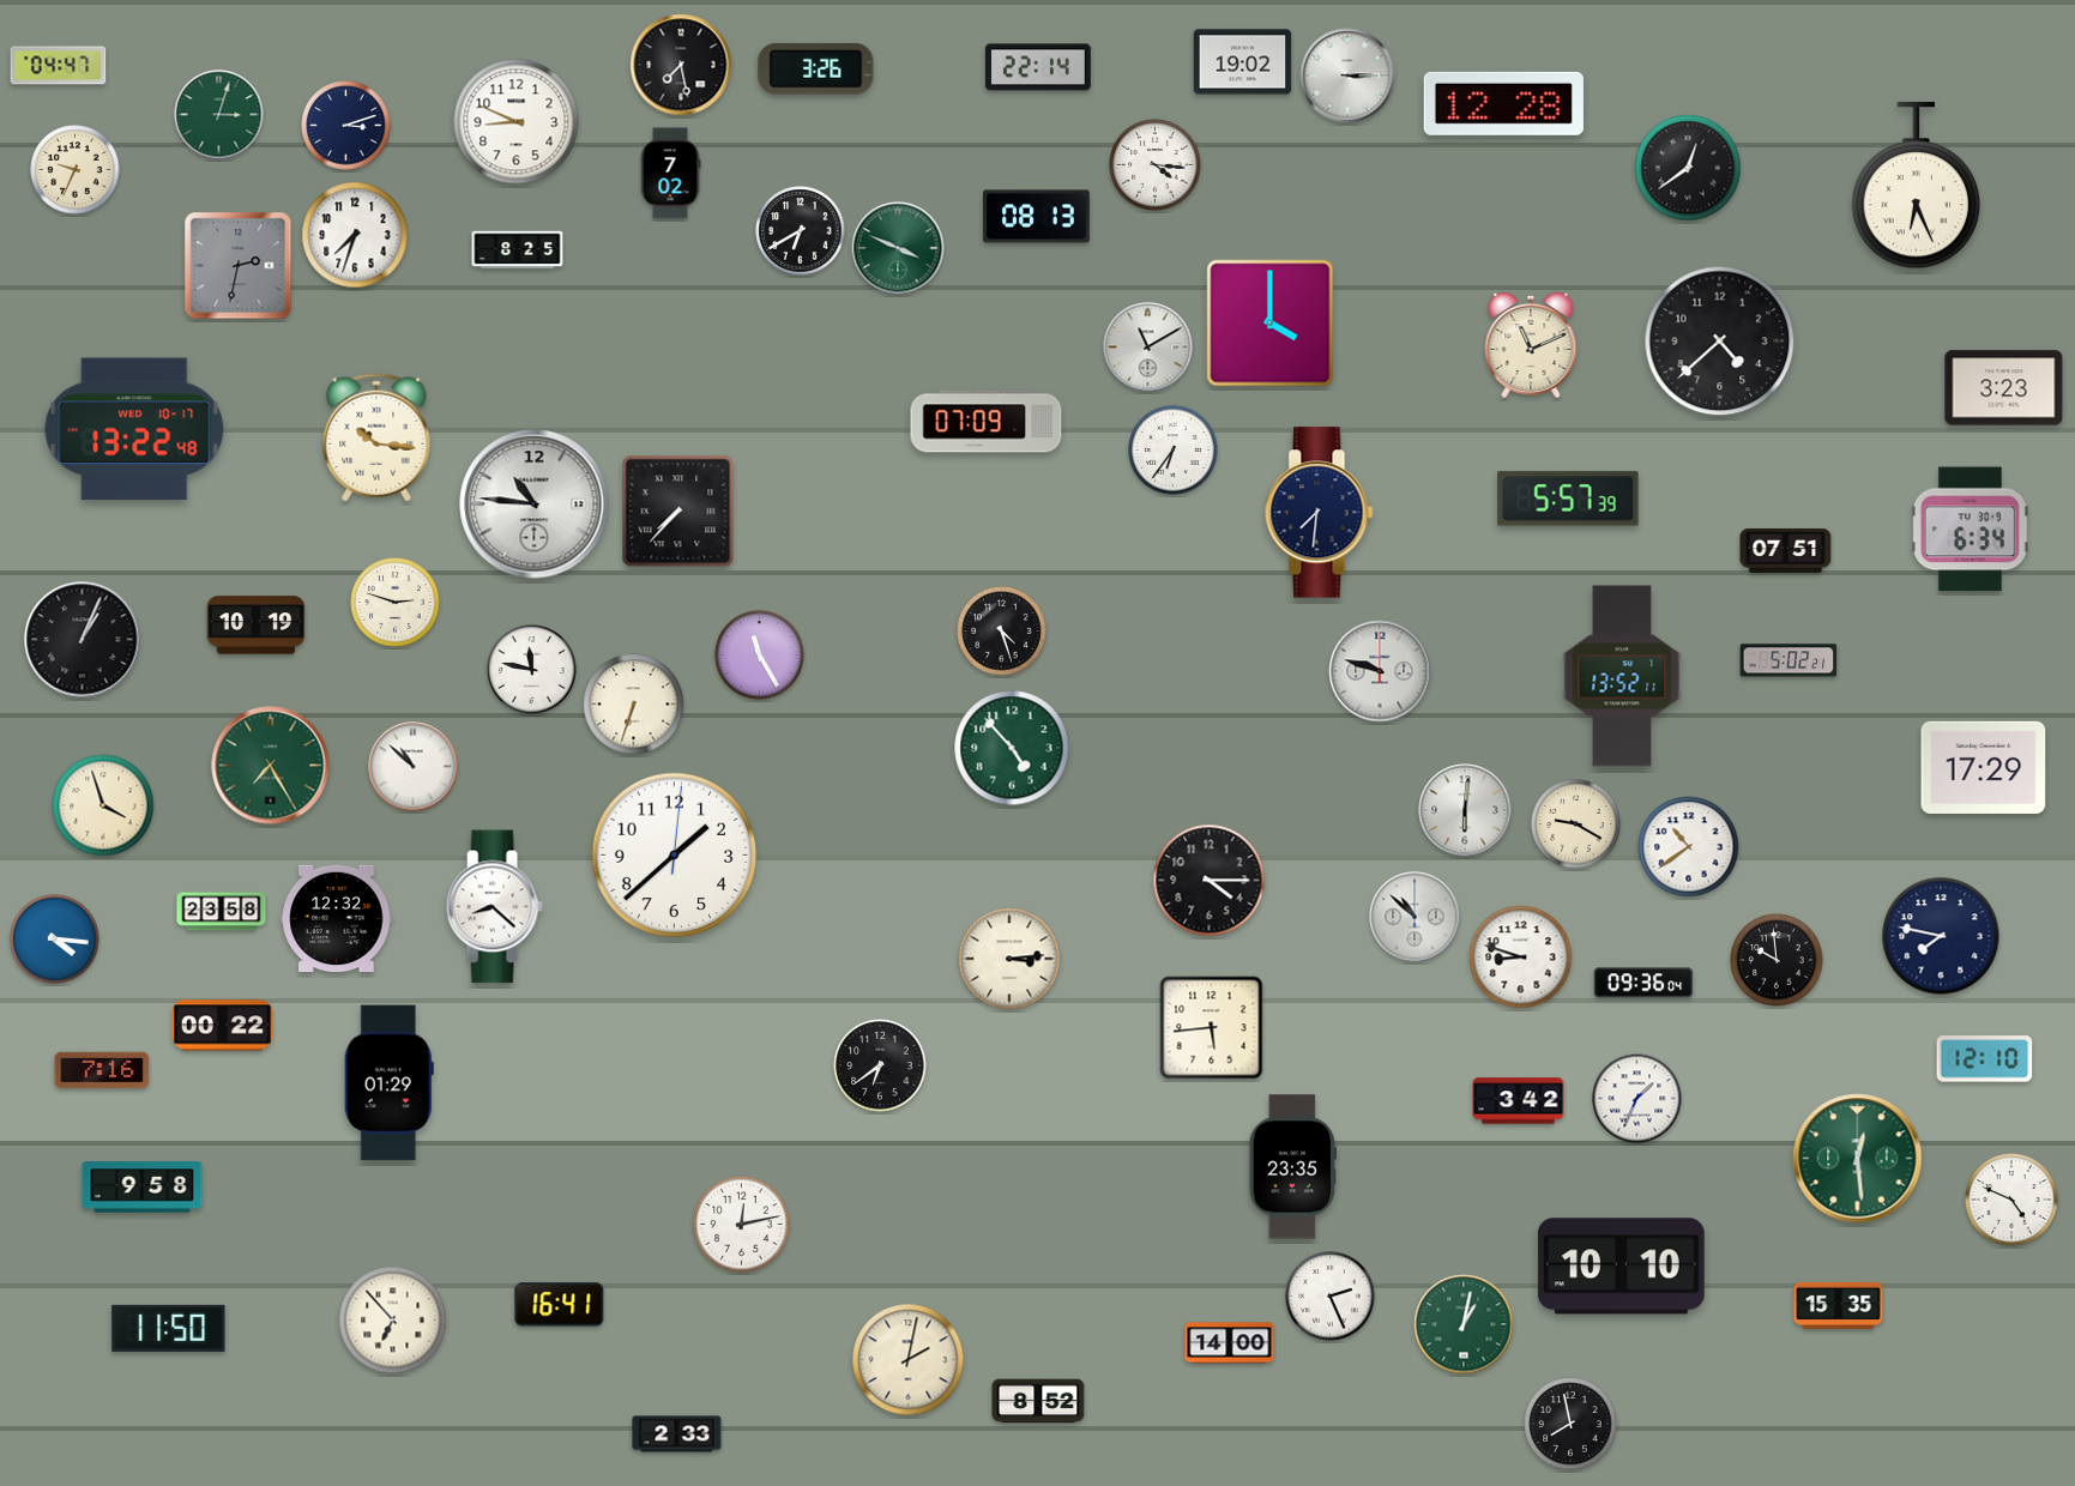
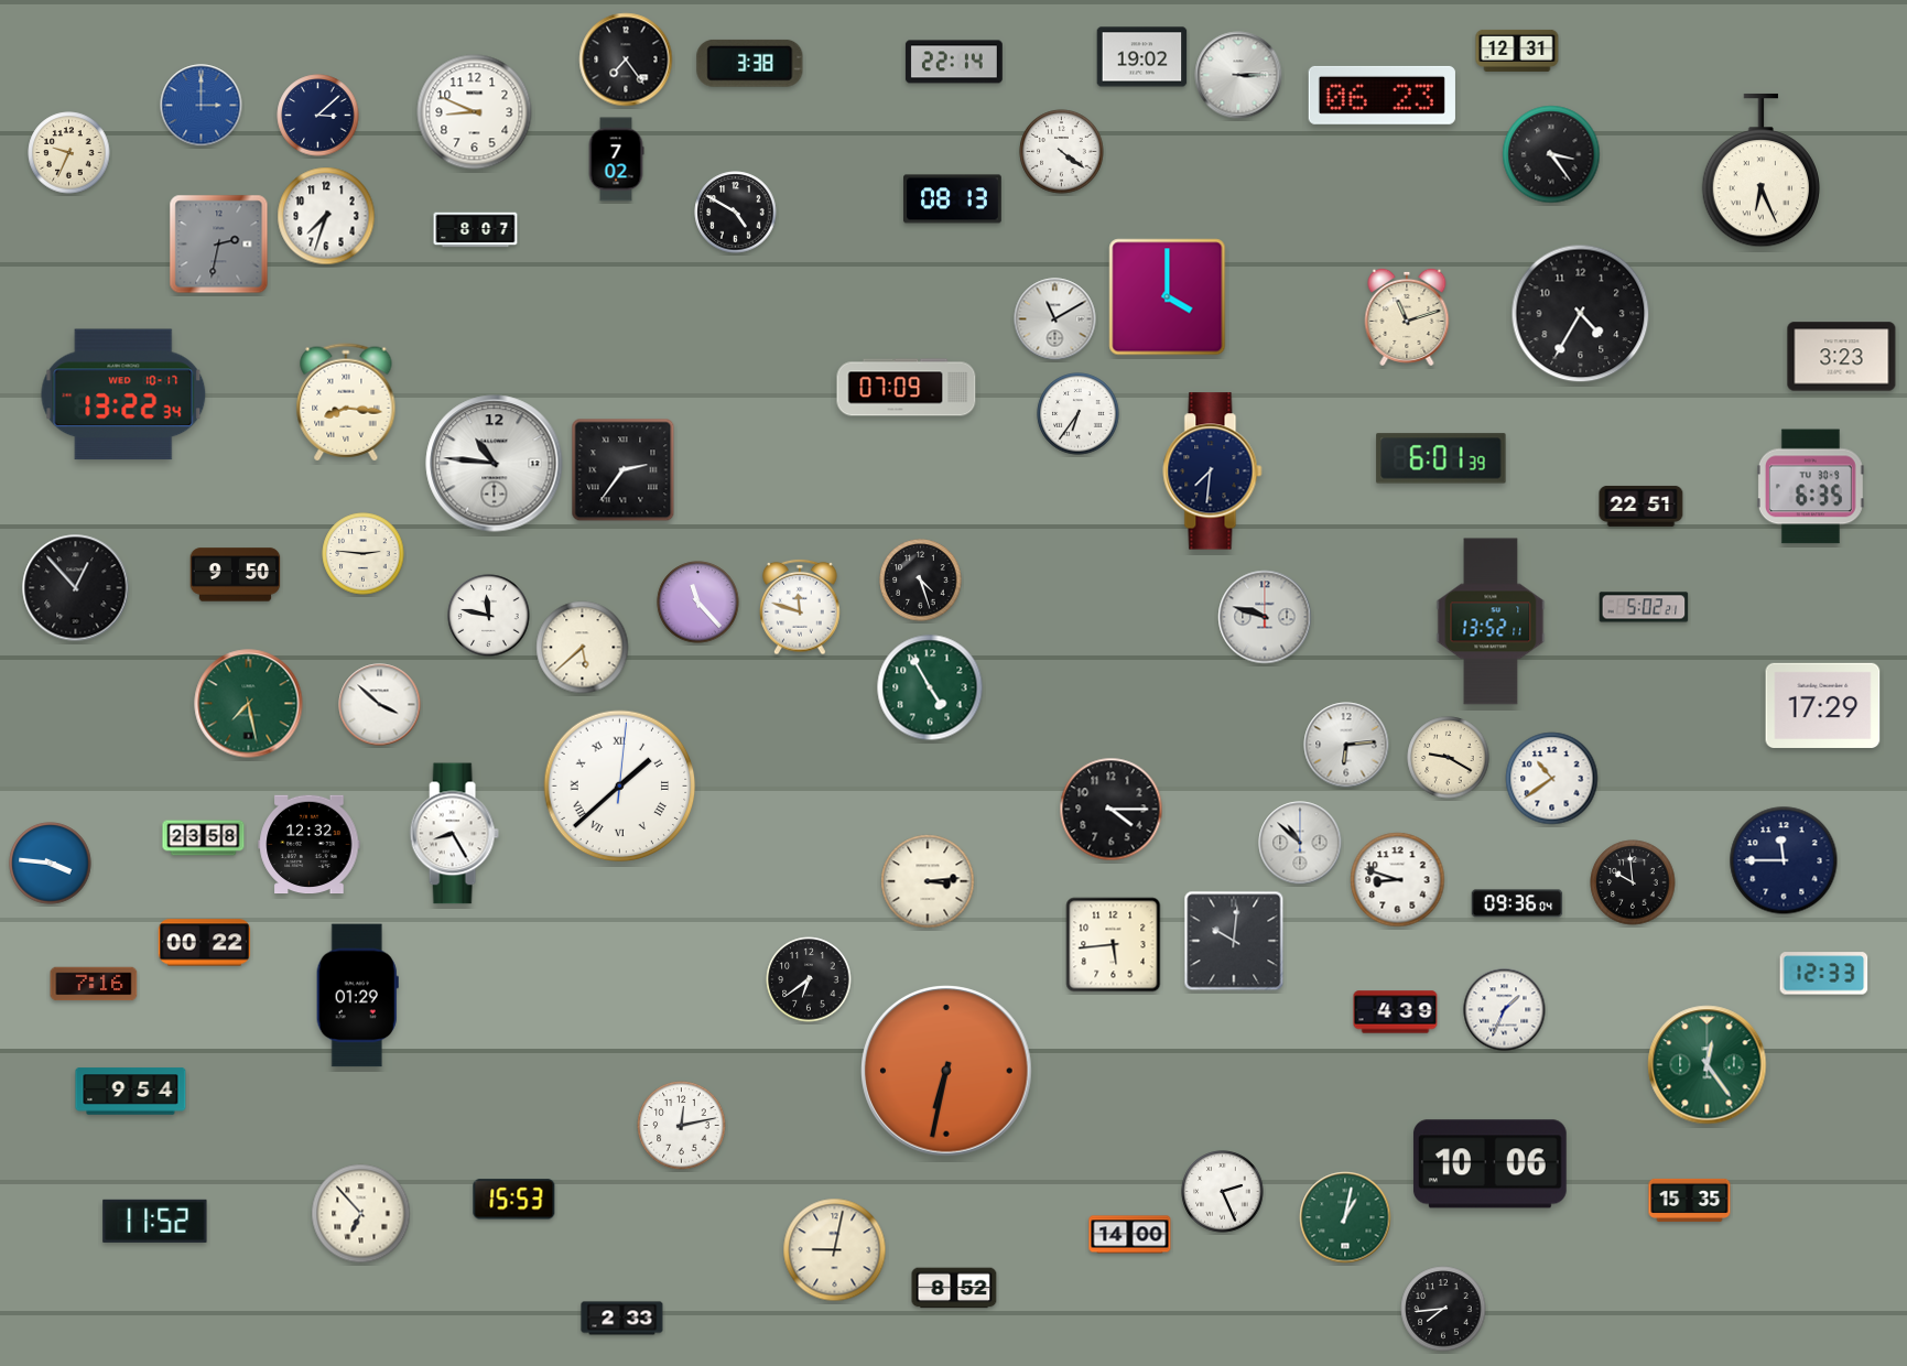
clock at (1517, 51): none -> 12:31
clock at (681, 65): 7:28 -> 7:24
clock at (59, 66): 04:47 -> none
clock at (816, 68): 3:26 -> 3:38
clock at (1347, 75) position: (1347, 75) -> (1238, 75)
clock at (1503, 103): 12:28 -> 06:23
clock at (219, 115): 3:03 -> 3:00
clock at (219, 115) dial: green -> blue
clock at (346, 126): 3:12 -> 3:08
clock at (1156, 165): 4:16 -> 4:21
clock at (1688, 168): 12:39 -> 3:24
clock at (76, 170) position: (76, 170) -> (69, 153)
clock at (801, 231): 6:40 -> 4:50
clock at (898, 248): 3:49 -> none
clock at (518, 250): 8:25 -> 8:07
clock at (1720, 342): 4:38 -> 4:35
clock at (1531, 345): 11:11 -> 11:12
clock at (134, 429): 13:22:48 -> 13:22:34
clock at (376, 437): 10:16 -> 8:16
clock at (1568, 499): 5:57 -> 6:01
clock at (535, 505) position: (535, 505) -> (495, 464)
clock at (678, 512): 7:37 -> 2:36
clock at (1970, 530): 6:34 -> 6:35
clock at (1786, 550): 07:51 -> 22:51
clock at (396, 603): 2:48 -> 2:46
clock at (257, 626): 10:19 -> 9:50
clock at (83, 640): 1:04 -> 12:53
clock at (760, 656): 11:25 -> 11:23
clock at (800, 607): none -> 11:48
clock at (1380, 671) position: (1380, 671) -> (1265, 617)
clock at (634, 705): 6:33 -> 5:38
clock at (1012, 748): 4:53 -> 4:55
clock at (271, 766): 7:25 -> 7:28
clock at (414, 767): 10:52 -> 3:52
clock at (103, 805): 3:57 -> none
clock at (1465, 810): 6:01 -> 6:14
clock at (675, 856) numerals: Arabic -> Roman
clock at (494, 907): 8:22 -> 8:25
clock at (1941, 936): 7:47 -> 11:45
clock at (55, 940): 4:16 -> 3:46
clock at (1643, 983) position: (1643, 983) -> (1517, 903)
clock at (1234, 941): none -> 10:01
clock at (1985, 1059): 12:10 -> 12:33
clock at (1519, 1101): 3:42 -> 4:39
clock at (1858, 1159): 12:29 -> 12:24
clock at (946, 1071): none -> 6:32
clock at (1292, 1167): 23:35 -> none
clock at (143, 1188): 9:58 -> 9:54
clock at (2011, 1200): 4:49 -> none
clock at (1621, 1267): 10:10 -> 10:06
clock at (560, 1305): 16:41 -> 15:53
clock at (169, 1328): 11:50 -> 11:52
clock at (909, 1360): 2:02 -> 9:02
clock at (1570, 1424): 7:58 -> 7:44
